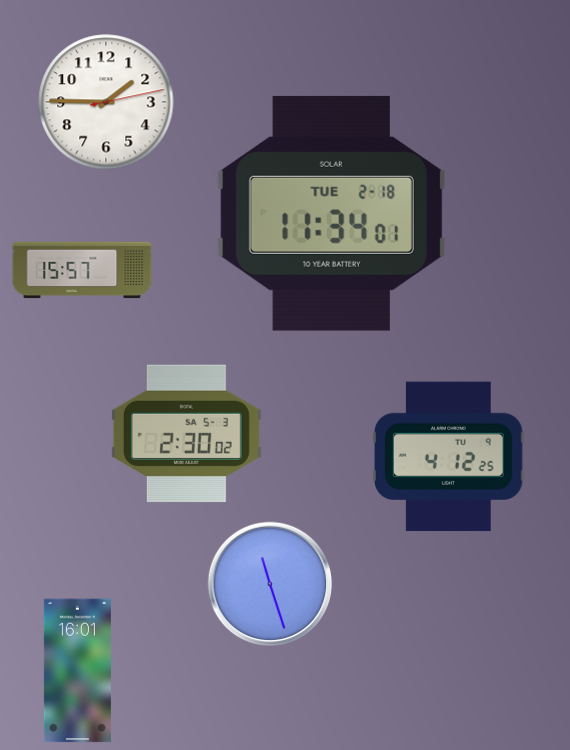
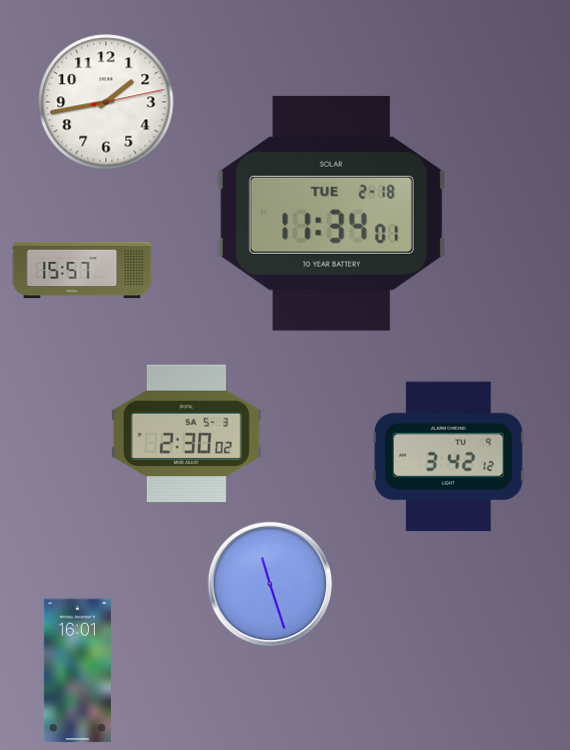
clock at (106, 102): 1:45 -> 1:43
clock at (449, 457): 4:12 -> 3:42
